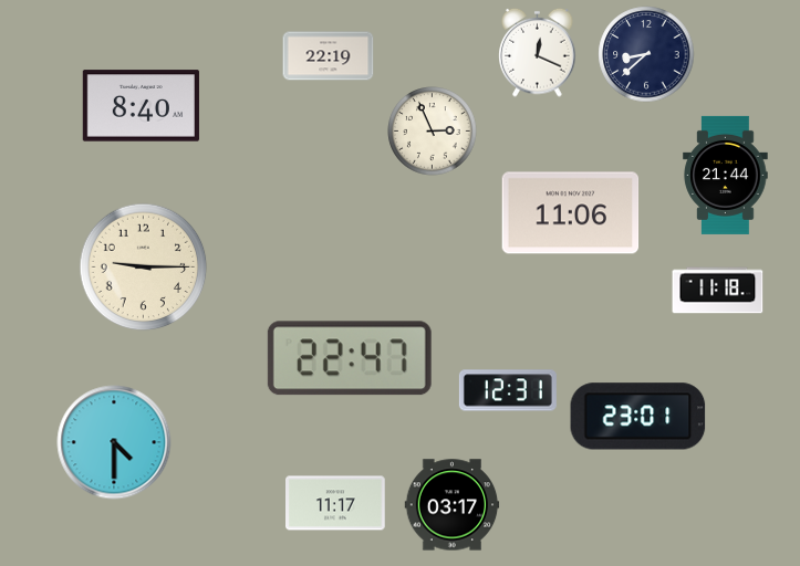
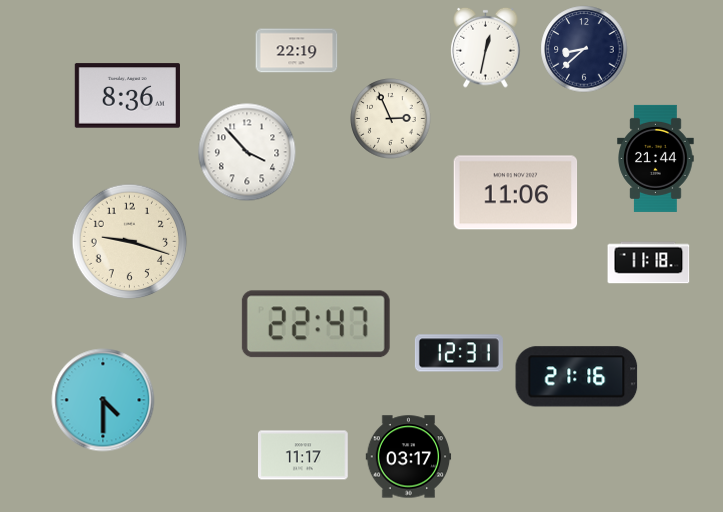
clock at (538, 52): 12:19 -> 12:32
clock at (141, 106): 8:40 -> 8:36
clock at (247, 152): none -> 3:53
clock at (144, 268): 9:15 -> 9:18
clock at (638, 417): 23:01 -> 21:16
